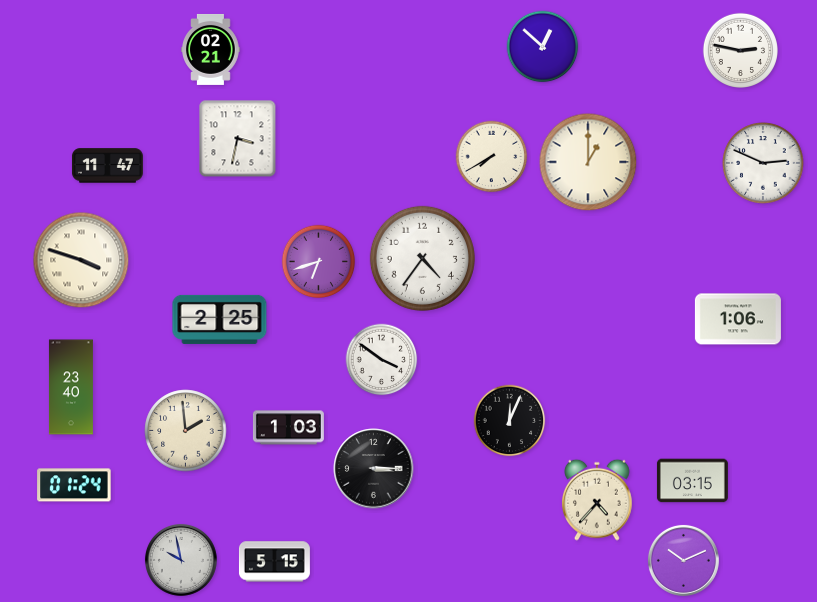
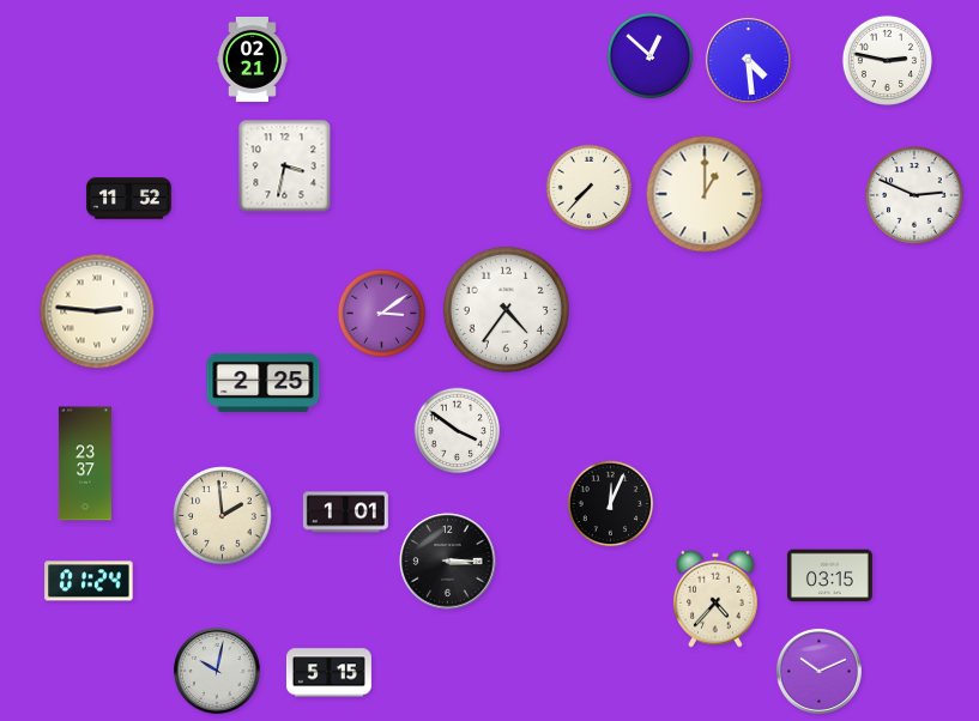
clock at (748, 60): none -> 4:29
clock at (492, 157): 7:40 -> 7:37
clock at (107, 166): 11:47 -> 11:52
clock at (81, 260): 3:48 -> 2:46
clock at (319, 262): 6:42 -> 3:09
clock at (738, 319): 1:06 -> none
clock at (71, 387): 23:40 -> 23:37
clock at (288, 428): 1:03 -> 1:01
clock at (181, 560): 9:58 -> 10:02
